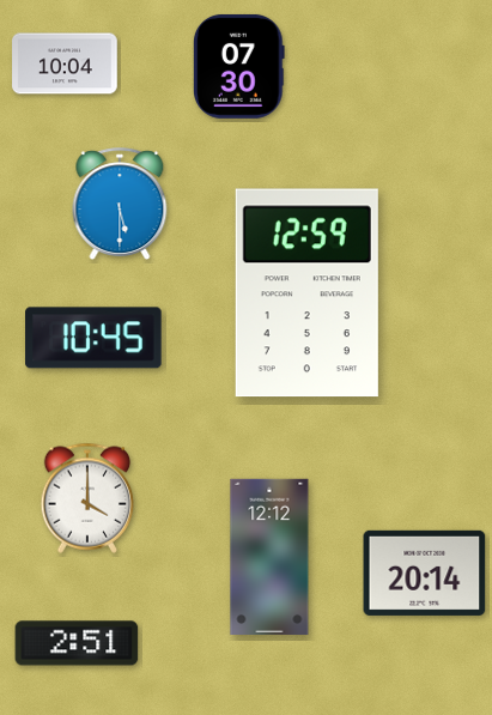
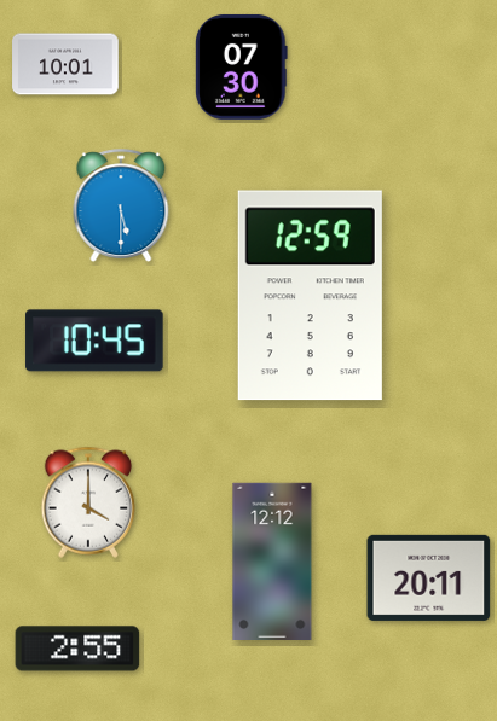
clock at (65, 63): 10:04 -> 10:01
clock at (425, 572): 20:14 -> 20:11
clock at (77, 643): 2:51 -> 2:55
